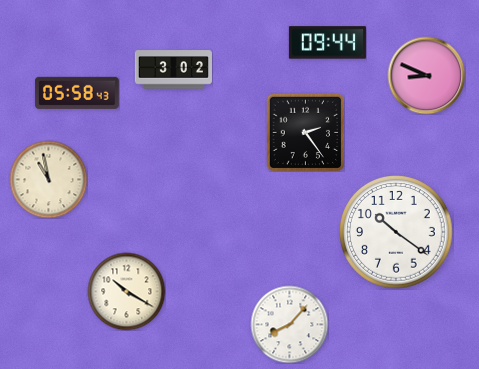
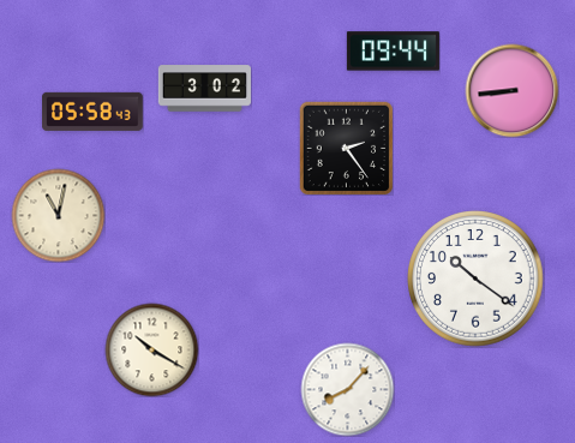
clock at (173, 70) position: (173, 70) -> (204, 89)
clock at (426, 75): 8:49 -> 8:44
clock at (305, 132) position: (305, 132) -> (346, 148)
clock at (48, 179): 10:58 -> 11:02
